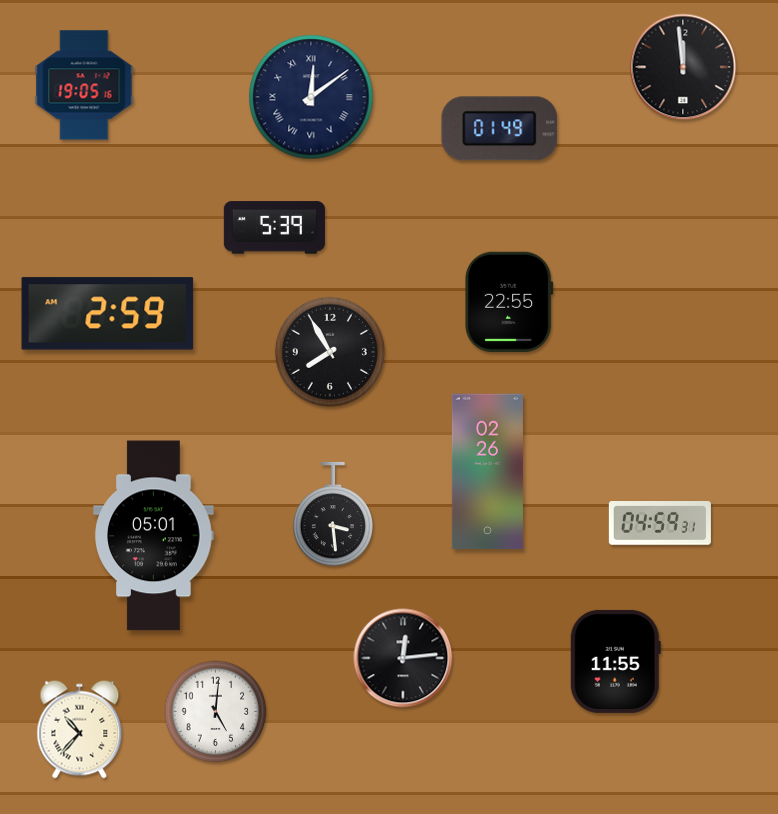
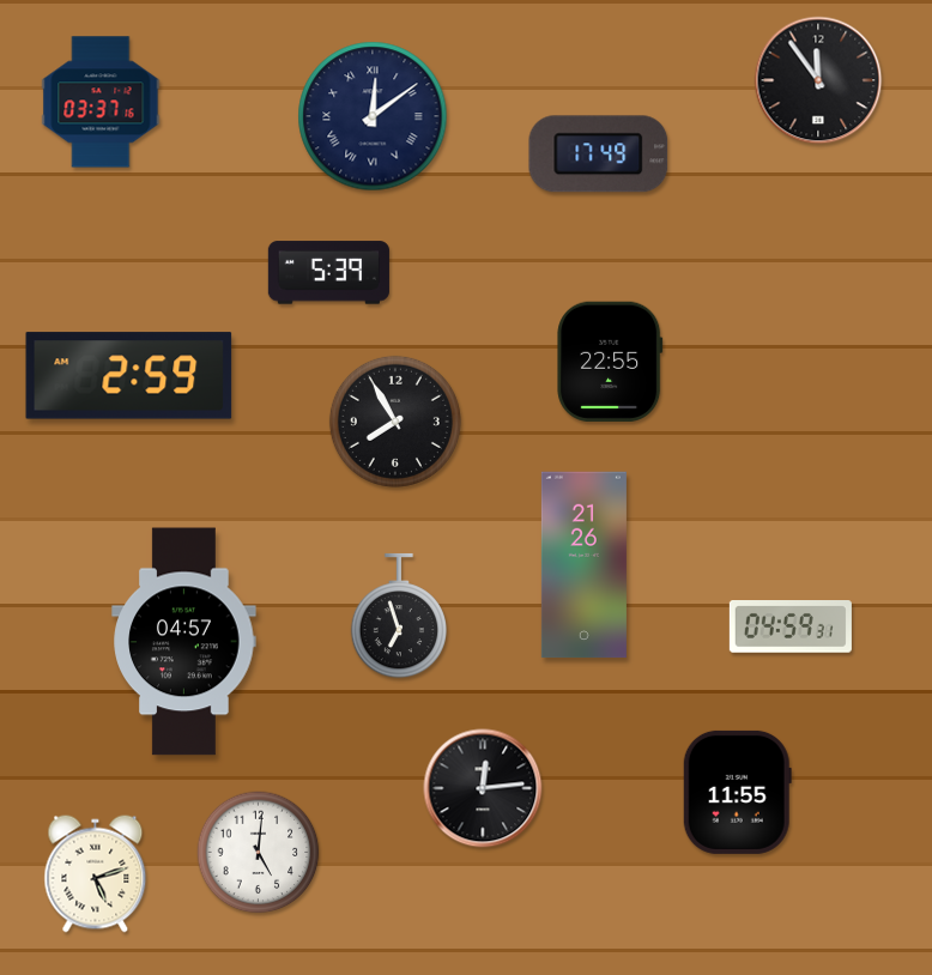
clock at (683, 67): 11:59 -> 11:54
clock at (84, 85): 19:05 -> 03:37
clock at (500, 129): 01:49 -> 17:49
clock at (487, 472): 02:26 -> 21:26
clock at (332, 514): 3:29 -> 6:57
clock at (154, 536): 05:01 -> 04:57
clock at (80, 730): 10:37 -> 5:12
